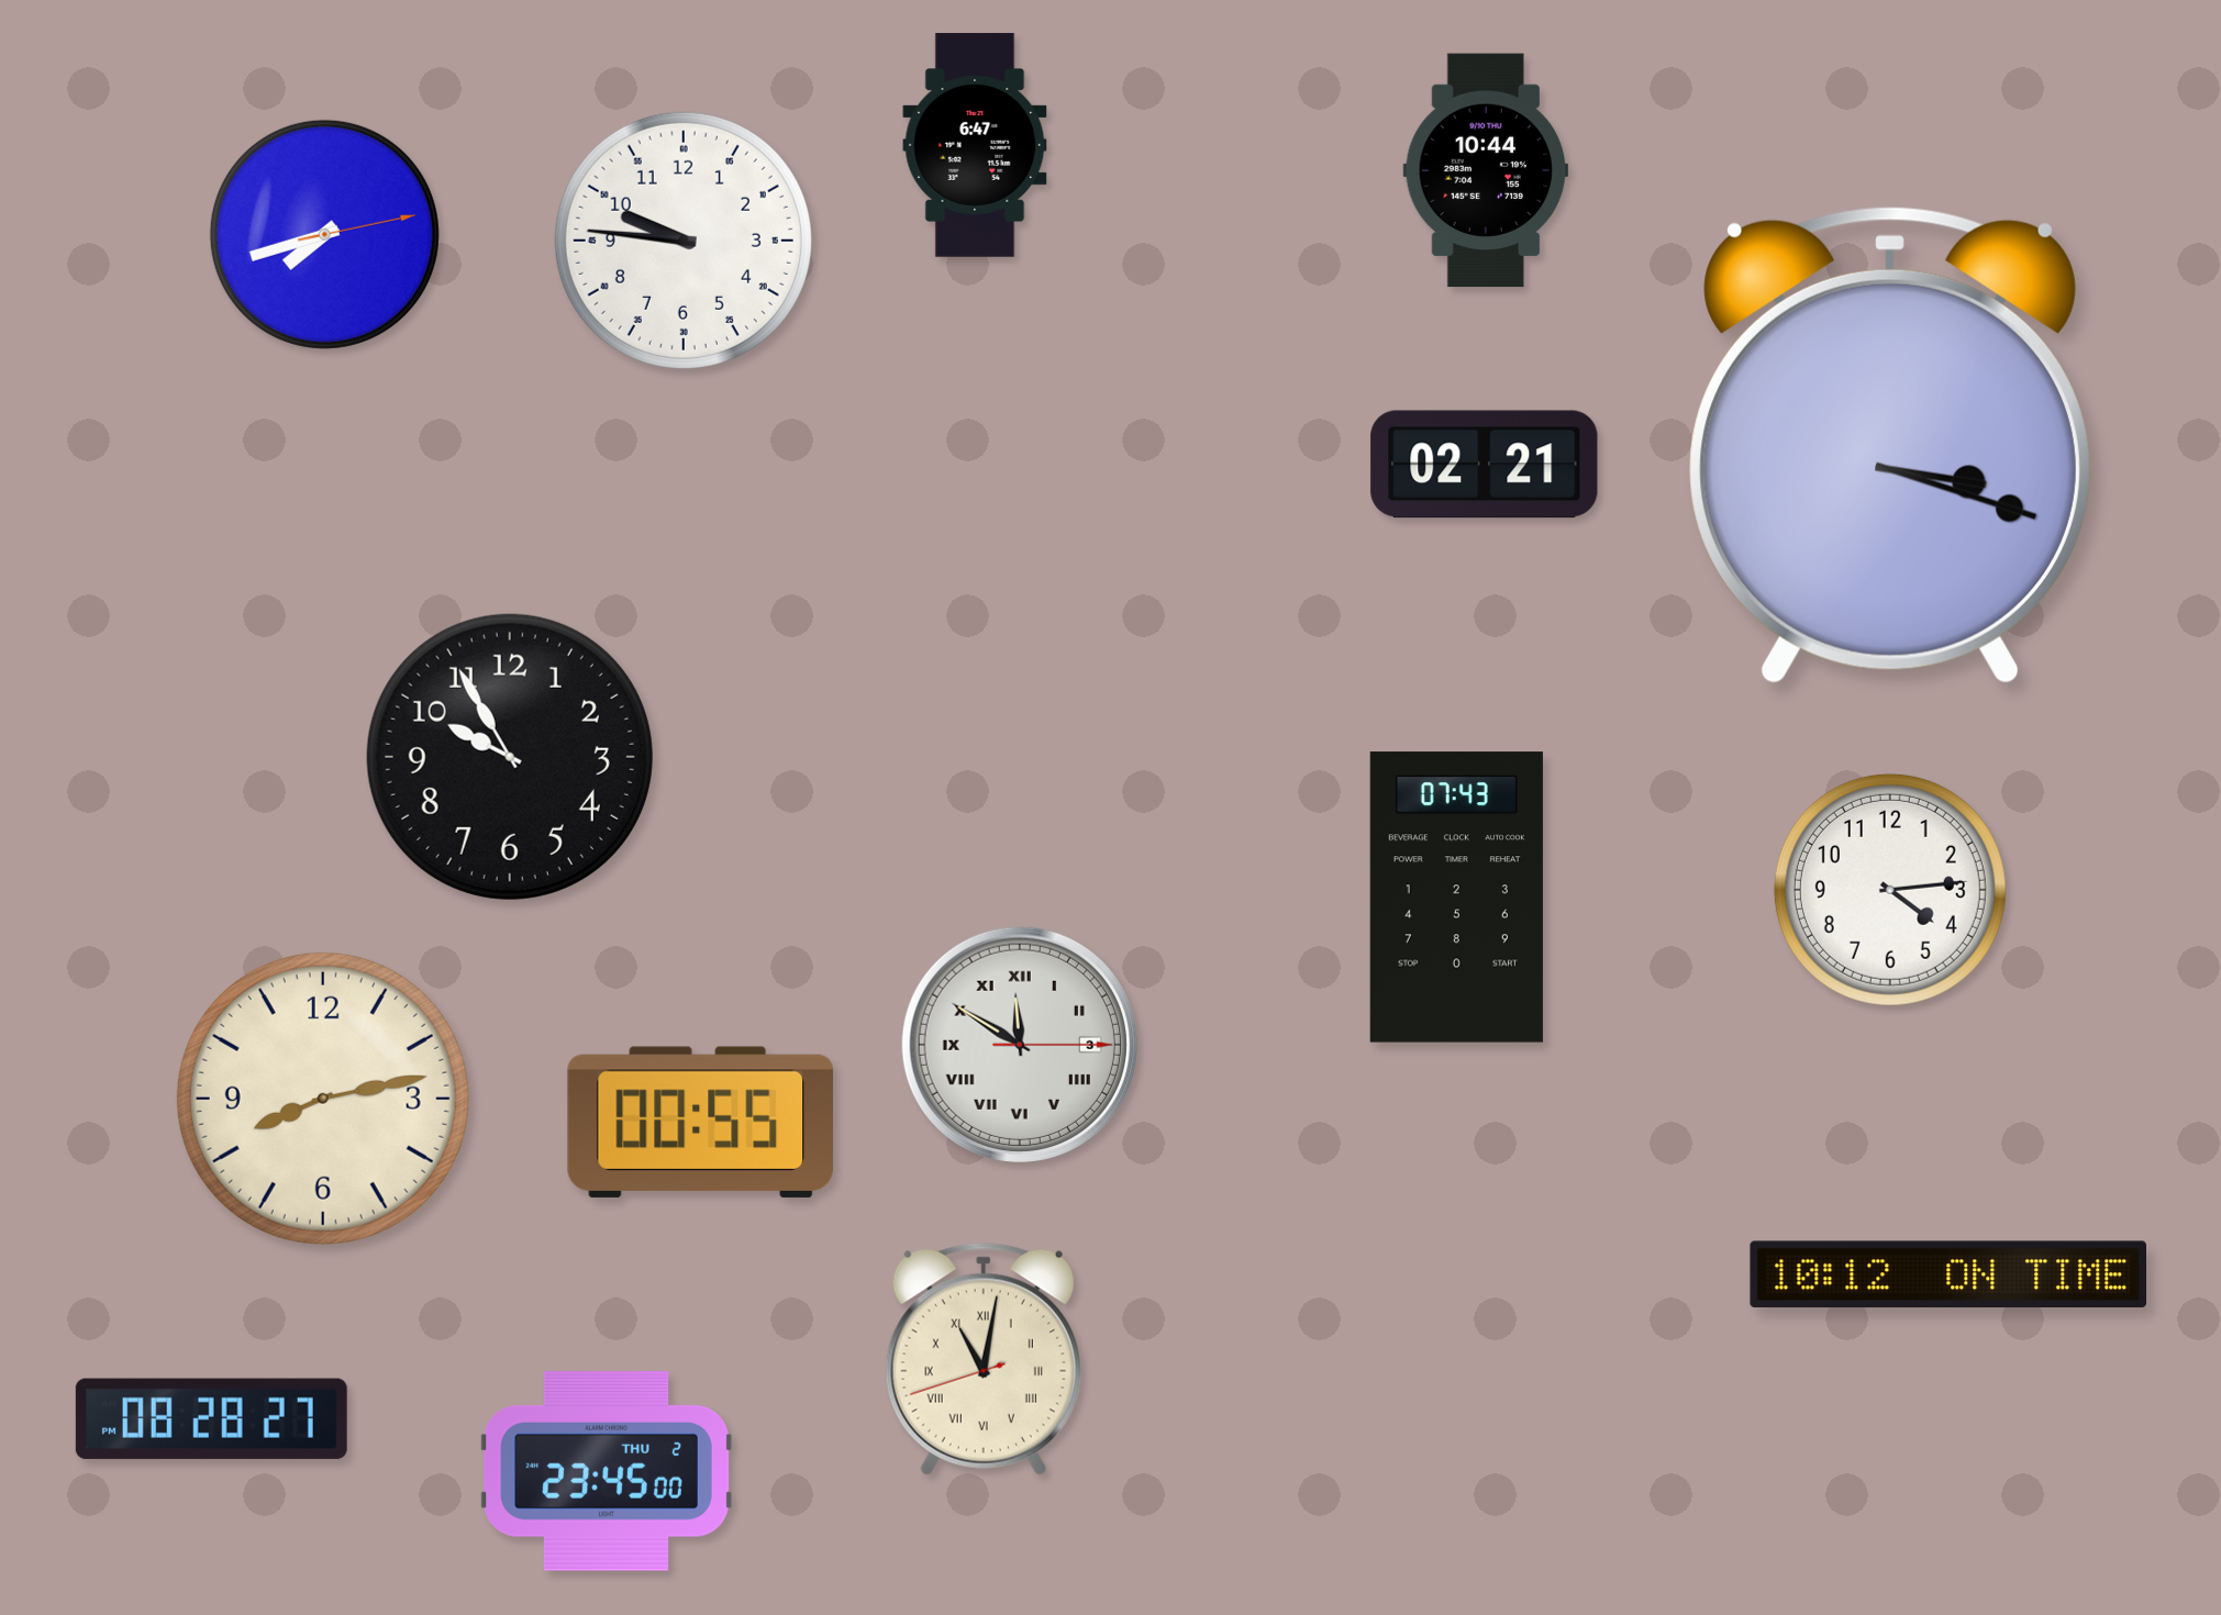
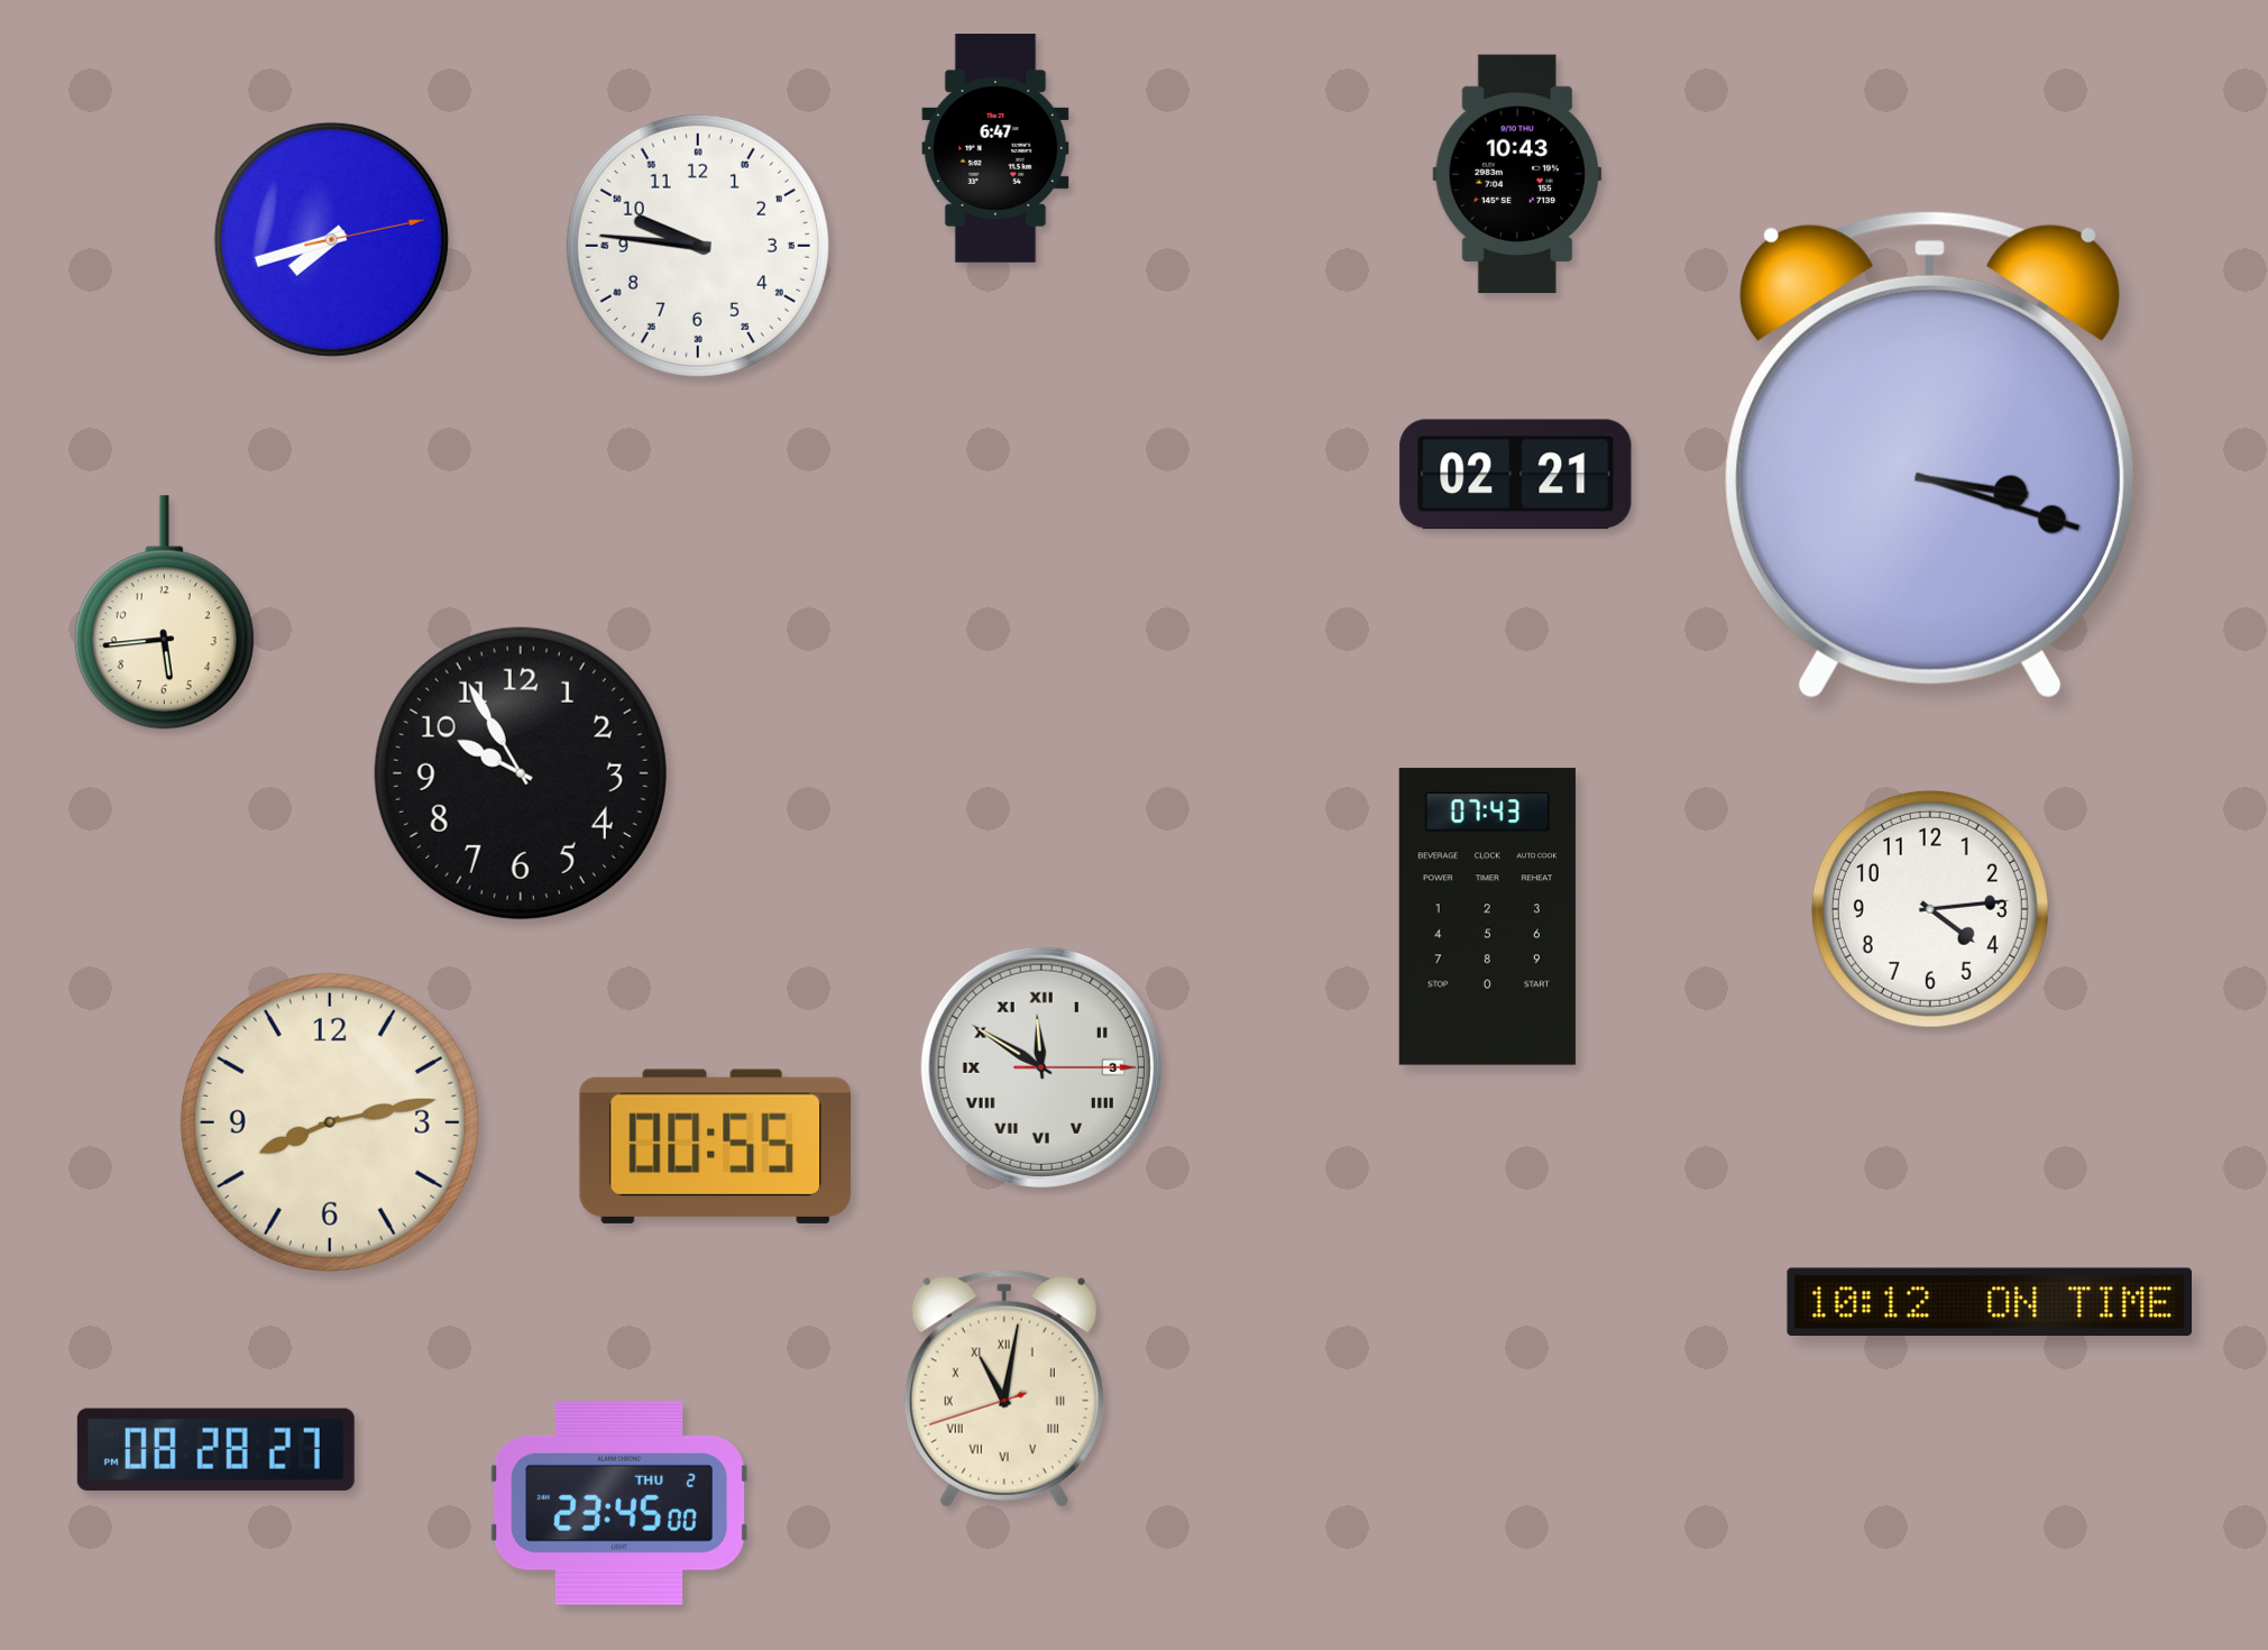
clock at (1486, 170): 10:44 -> 10:43
clock at (164, 613): none -> 5:44
